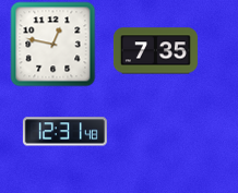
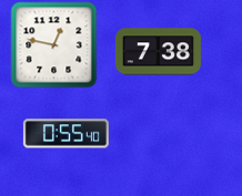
clock at (155, 51): 7:35 -> 7:38
clock at (64, 132): 12:31 -> 0:55
